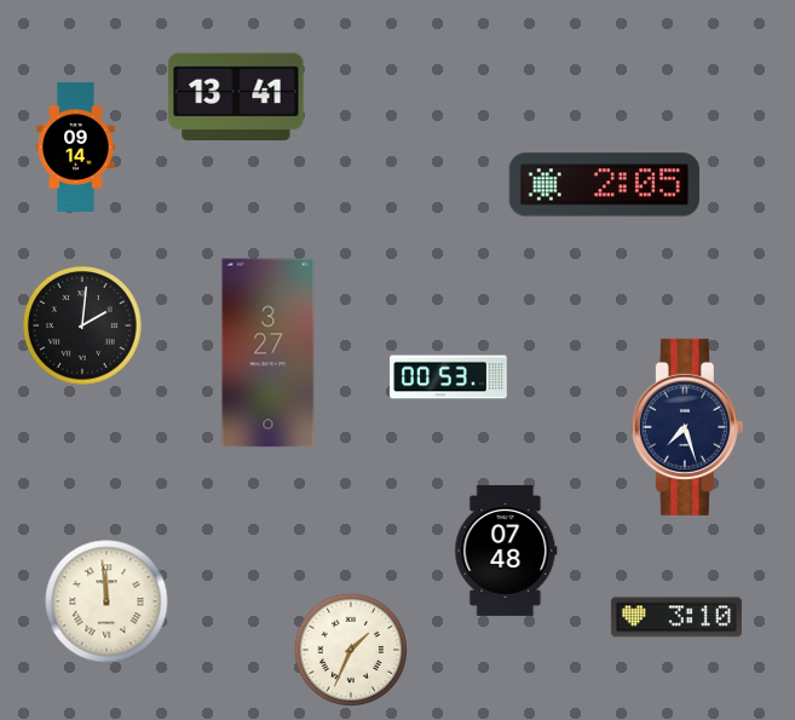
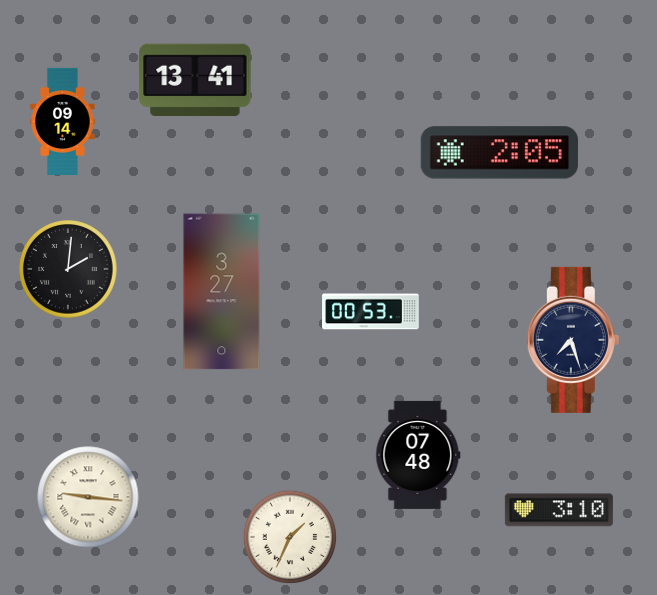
clock at (687, 427) position: (687, 427) -> (573, 340)
clock at (106, 601): 11:59 -> 9:16
